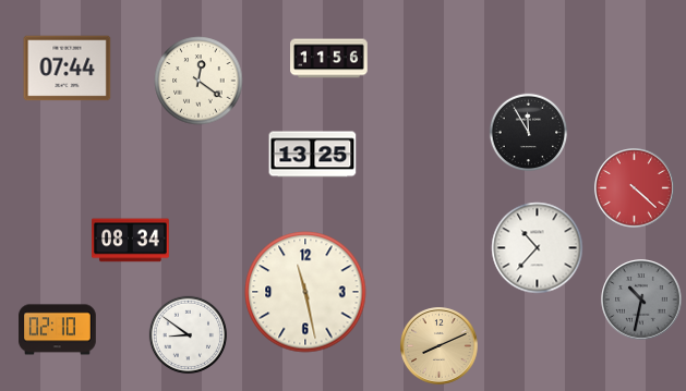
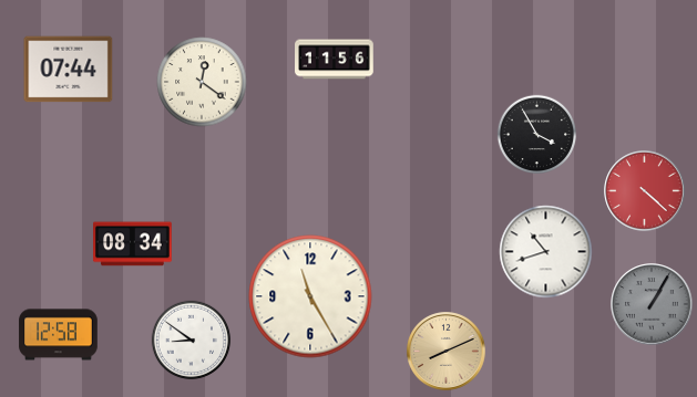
clock at (529, 133): 11:55 -> 3:55
clock at (313, 155): 13:25 -> none
clock at (538, 248): 10:37 -> 10:42
clock at (305, 292): 11:28 -> 11:25
clock at (641, 300): 10:32 -> 1:05
clock at (58, 330): 02:10 -> 12:58
